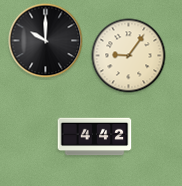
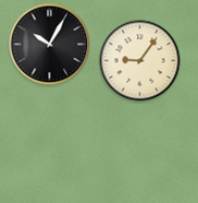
clock at (46, 41): 10:00 -> 10:05
clock at (95, 137): 4:42 -> none
